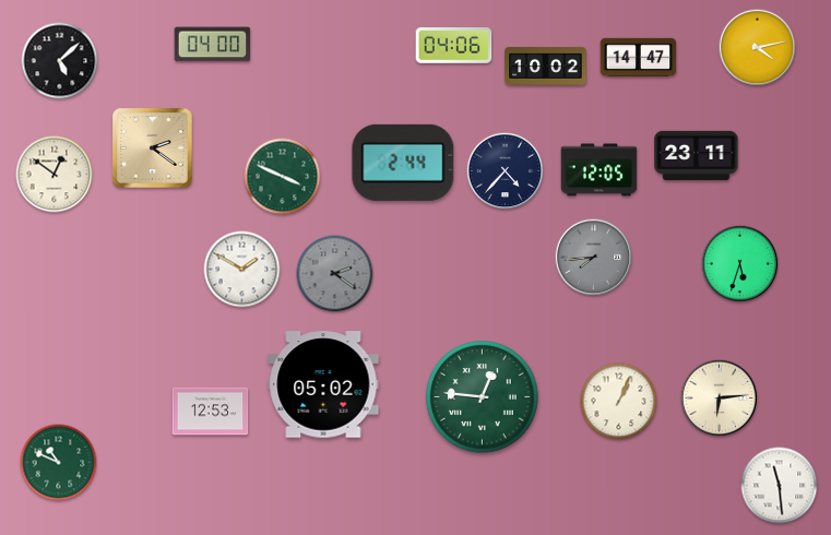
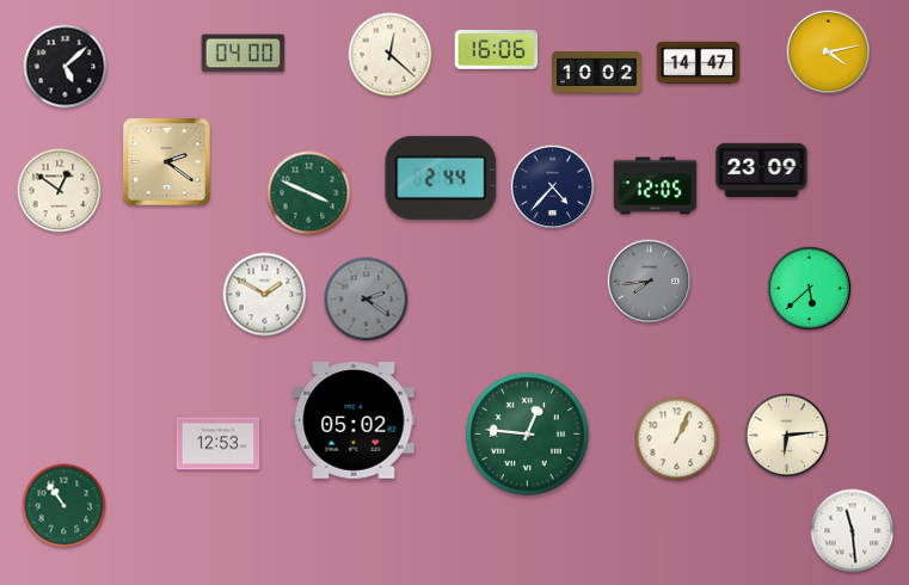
clock at (213, 45) position: (213, 45) -> (244, 54)
clock at (454, 46): 04:06 -> 16:06
clock at (391, 55): none -> 12:22
clock at (697, 155): 23:11 -> 23:09
clock at (740, 264): 5:33 -> 5:38
clock at (211, 412) position: (211, 412) -> (219, 444)
clock at (59, 463): 10:49 -> 10:54
